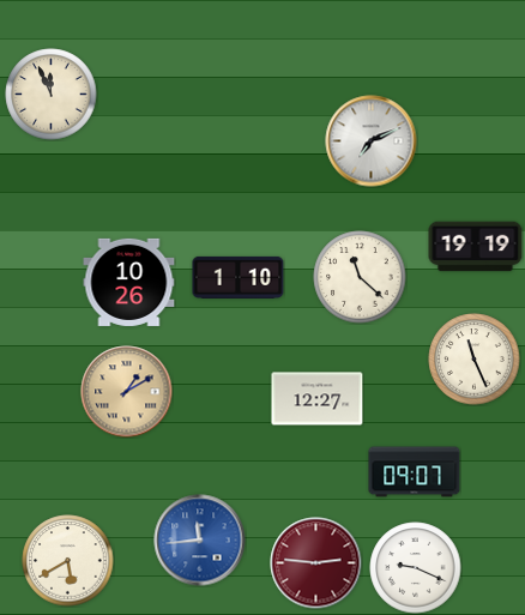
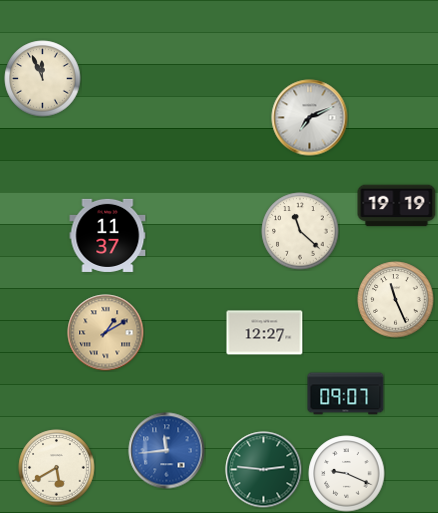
clock at (239, 277): 1:10 -> none
clock at (129, 282): 10:26 -> 11:37
clock at (127, 392) position: (127, 392) -> (106, 333)
clock at (316, 563) dial: burgundy -> green
